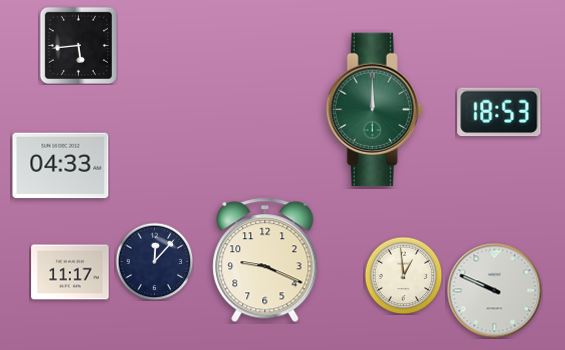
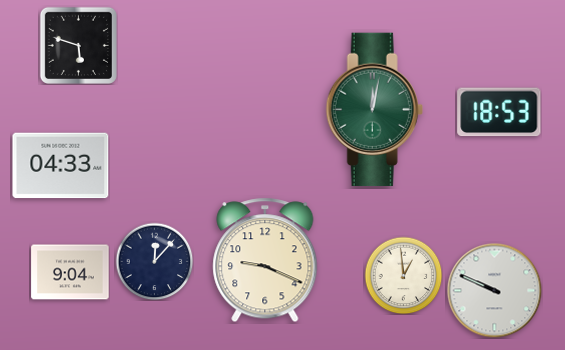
clock at (78, 45): 5:44 -> 5:48
clock at (374, 110): 12:00 -> 12:02
clock at (70, 272): 11:17 -> 9:04
